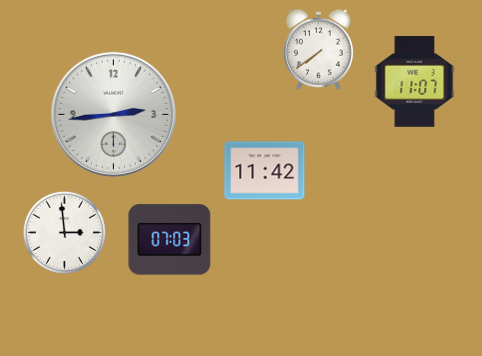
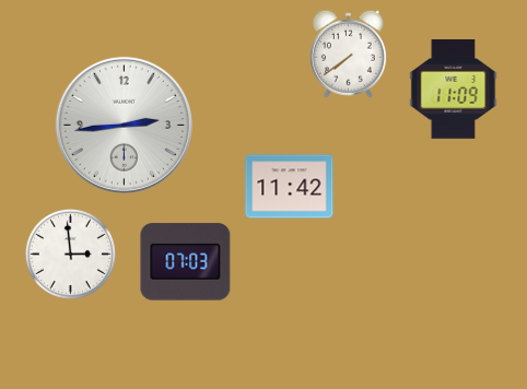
clock at (415, 82): 11:07 -> 11:09
